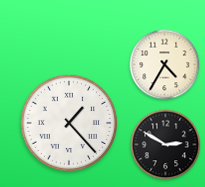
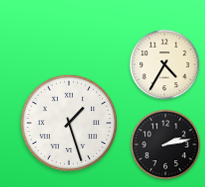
clock at (69, 123): 1:23 -> 1:27
clock at (166, 145): 2:50 -> 2:13
